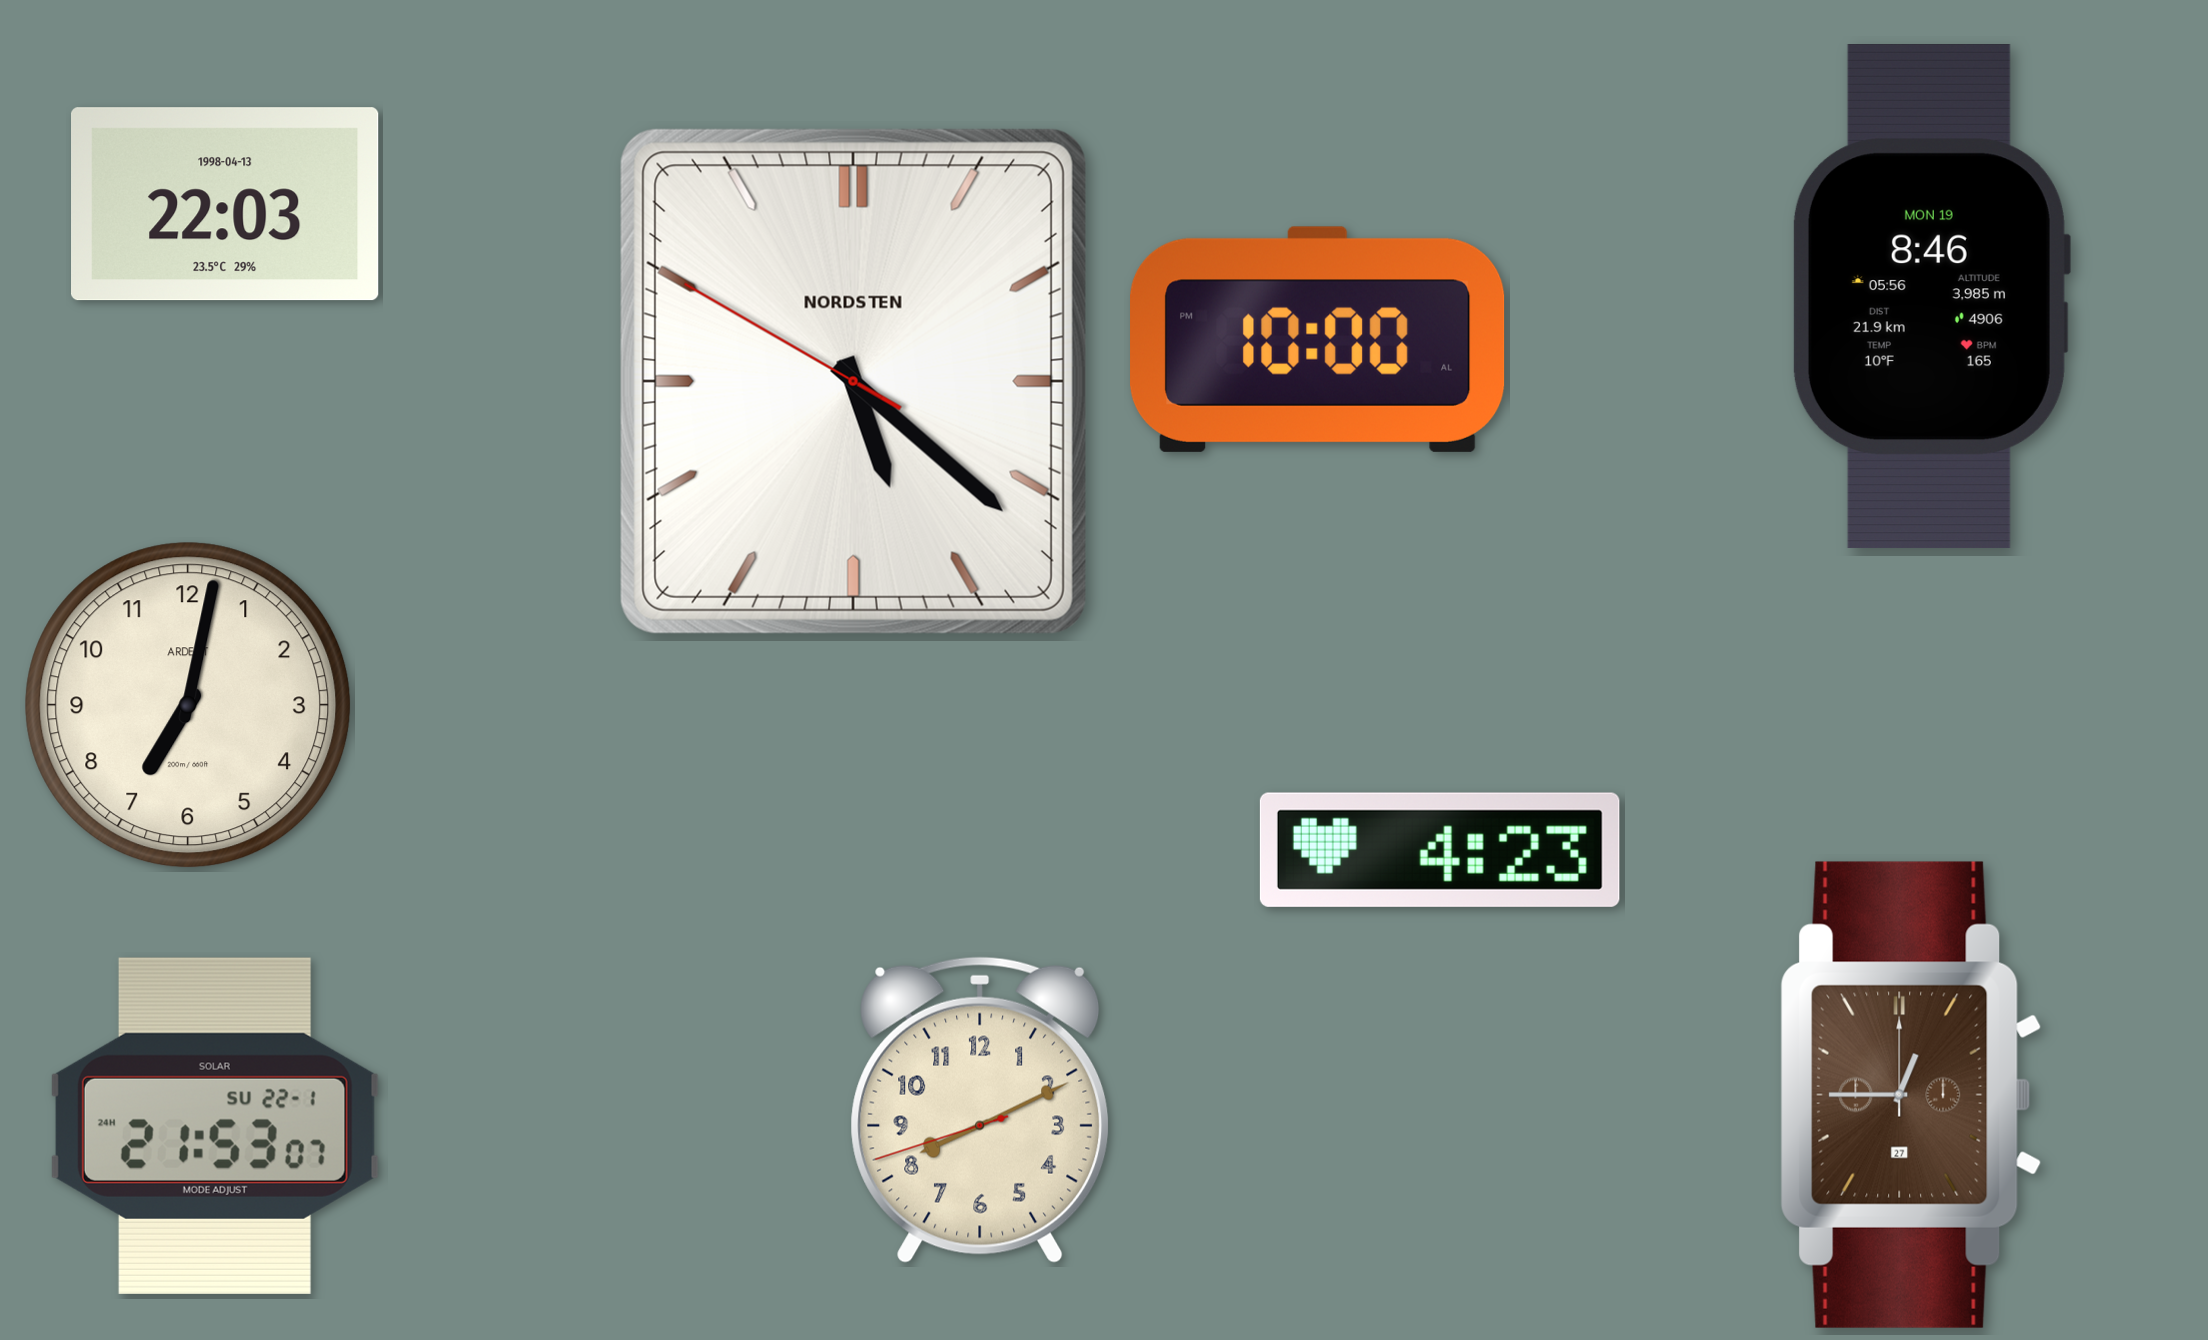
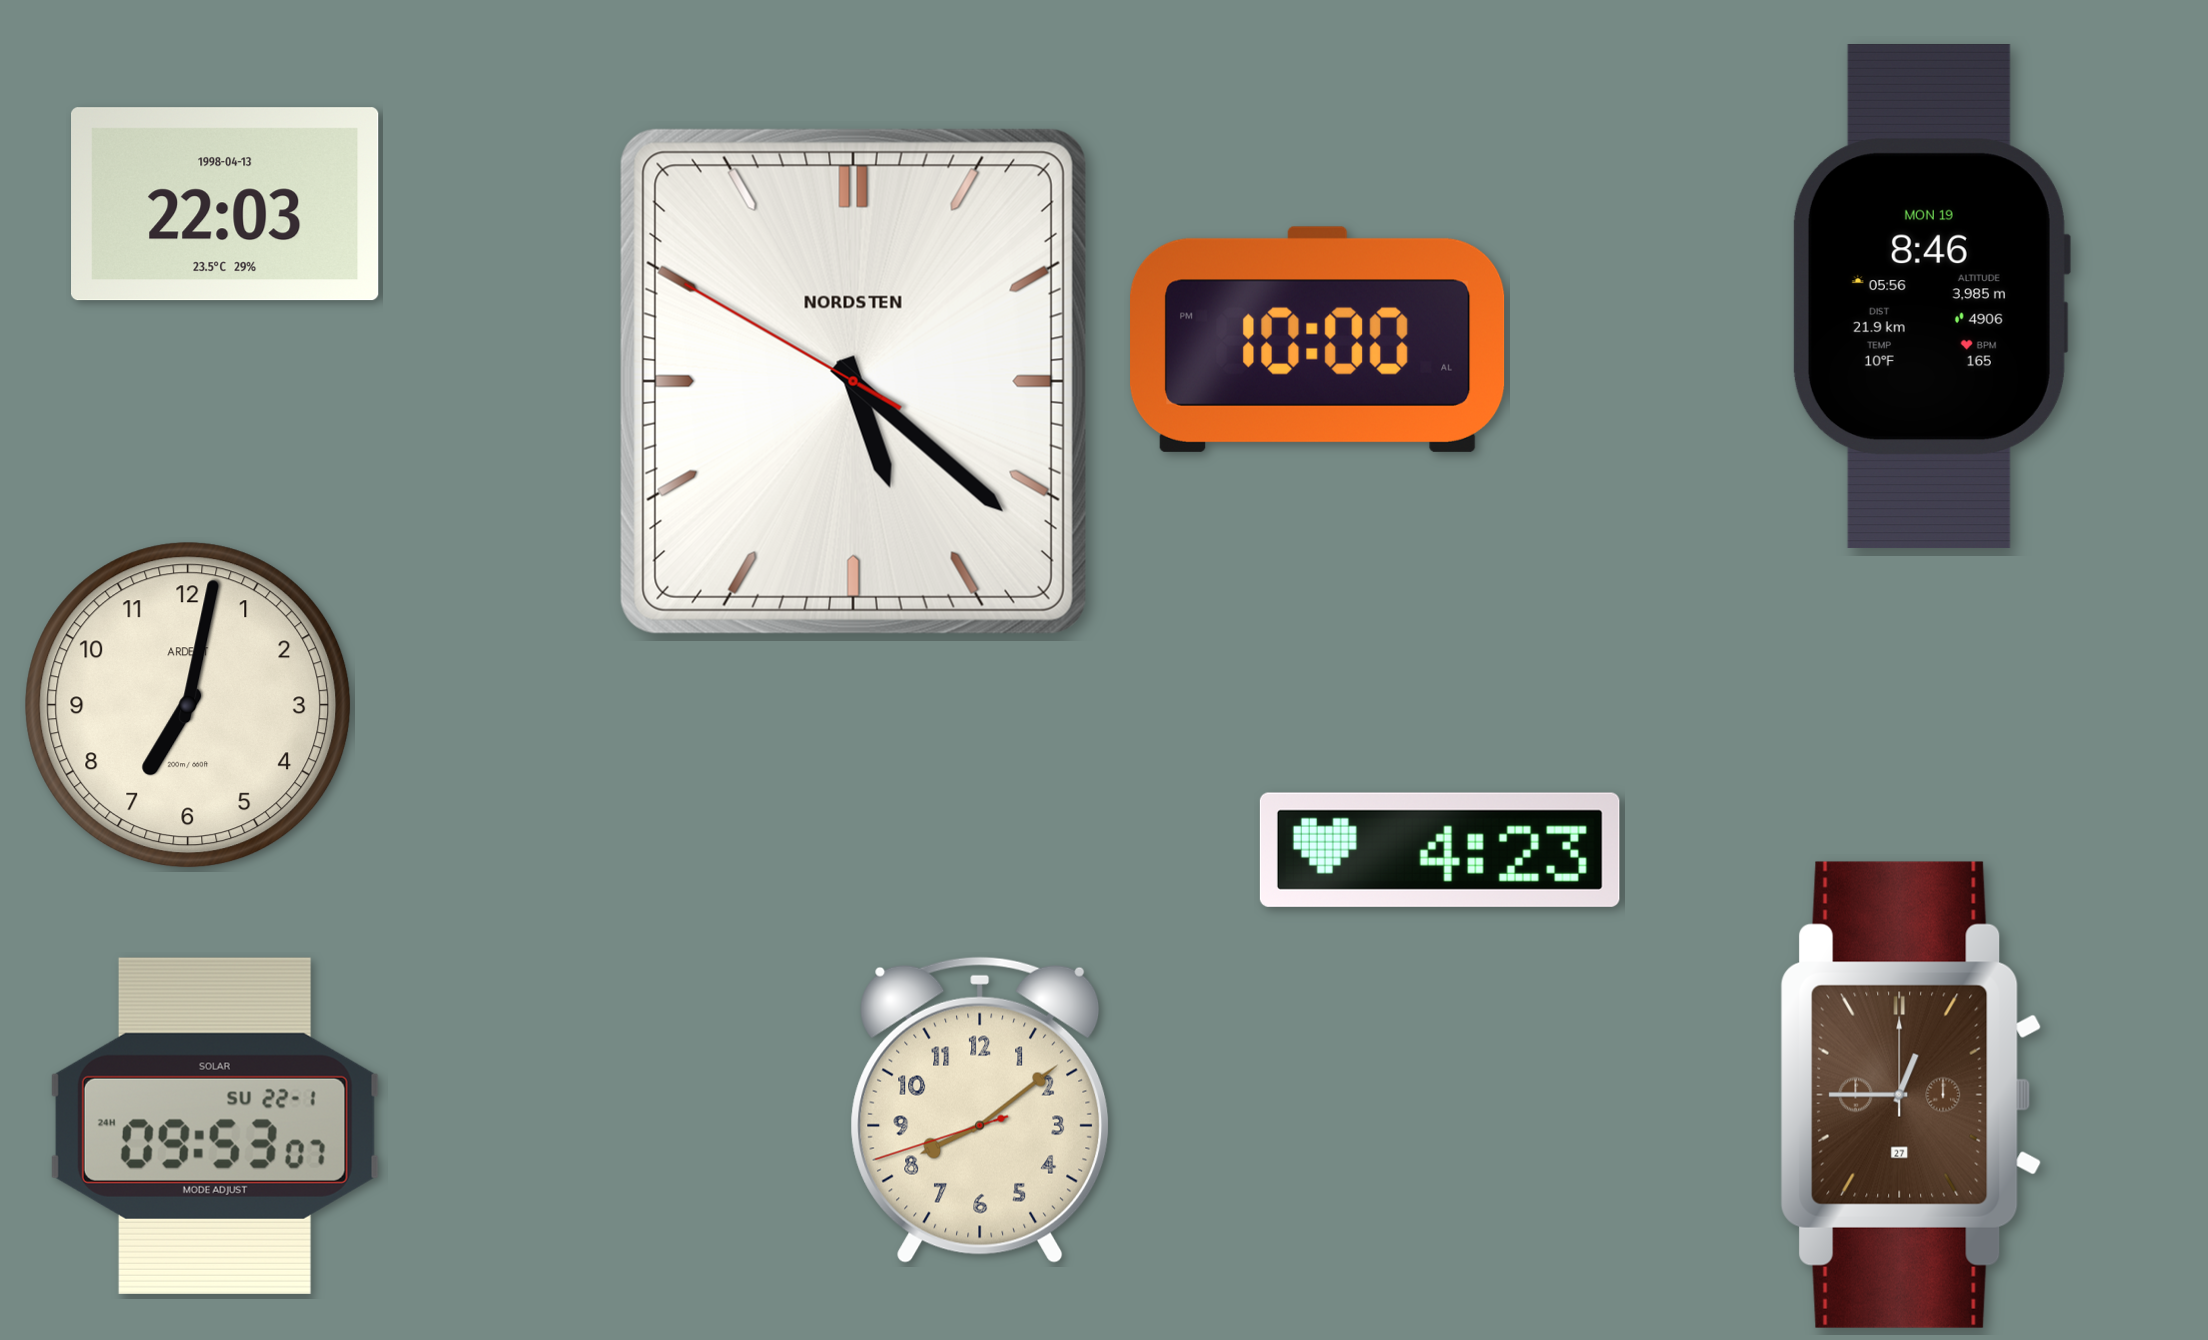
clock at (980, 1110): 8:10 -> 8:08
clock at (215, 1126): 21:53 -> 09:53
